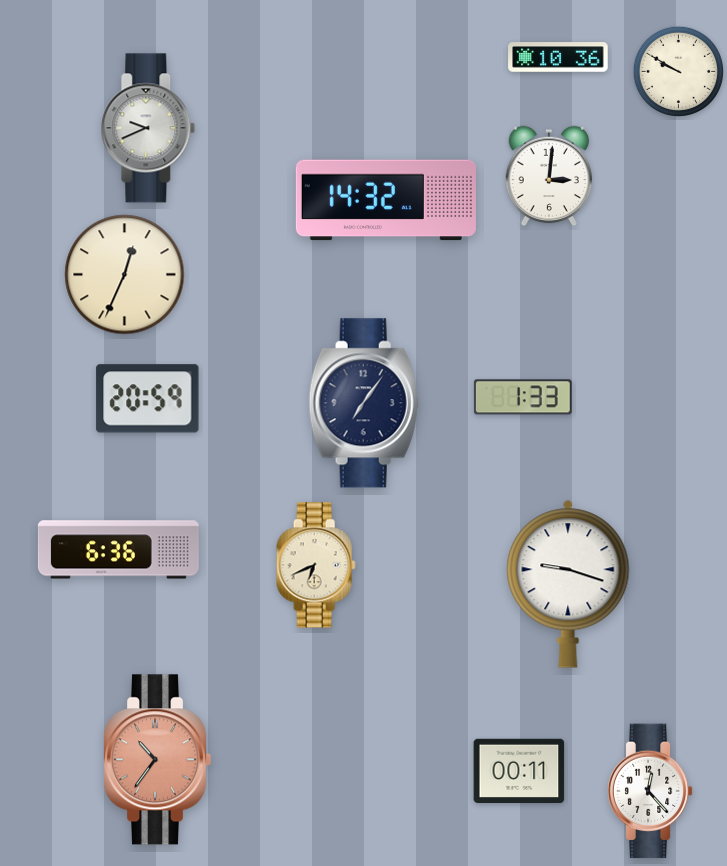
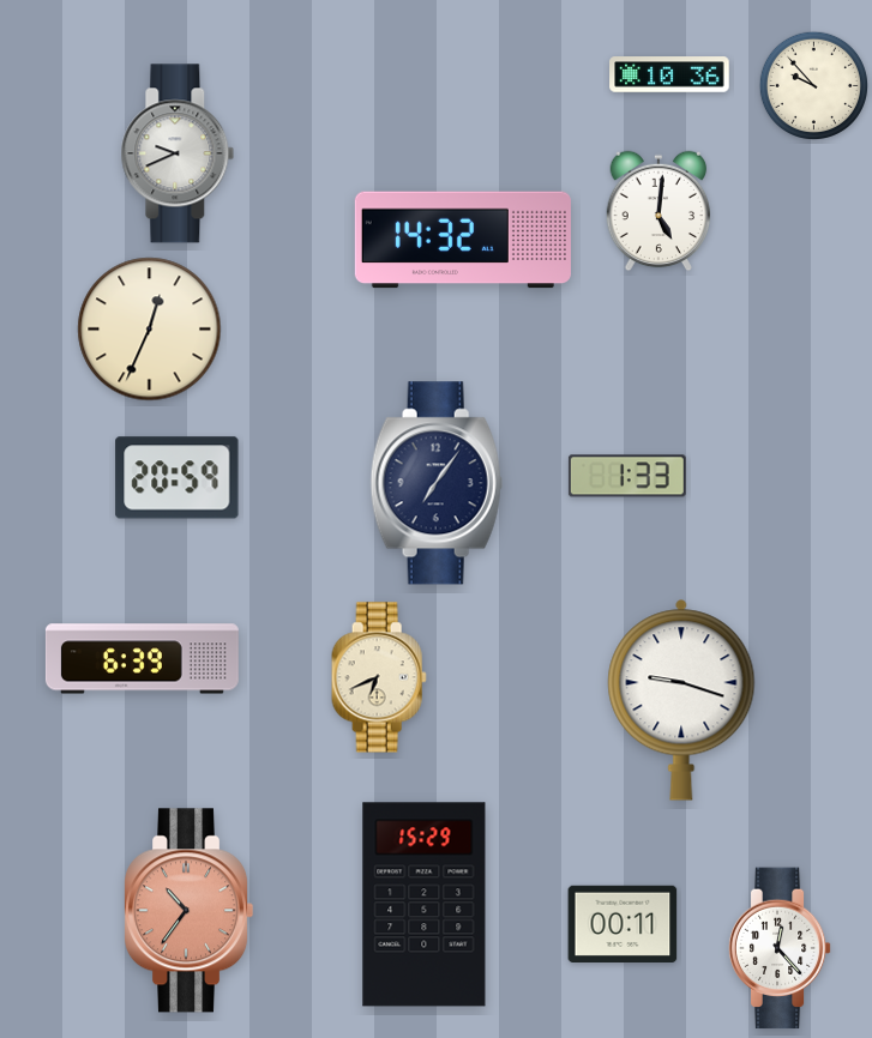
clock at (558, 57) position: (558, 57) -> (669, 74)
clock at (678, 71): 9:50 -> 9:53
clock at (549, 176): 3:01 -> 5:01
clock at (118, 550): 6:36 -> 6:39
clock at (425, 905): none -> 15:29
